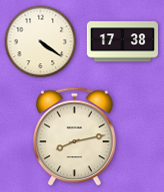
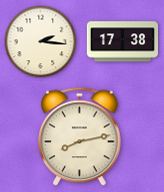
clock at (41, 42): 4:21 -> 2:16
clock at (75, 137) position: (75, 137) -> (80, 137)
